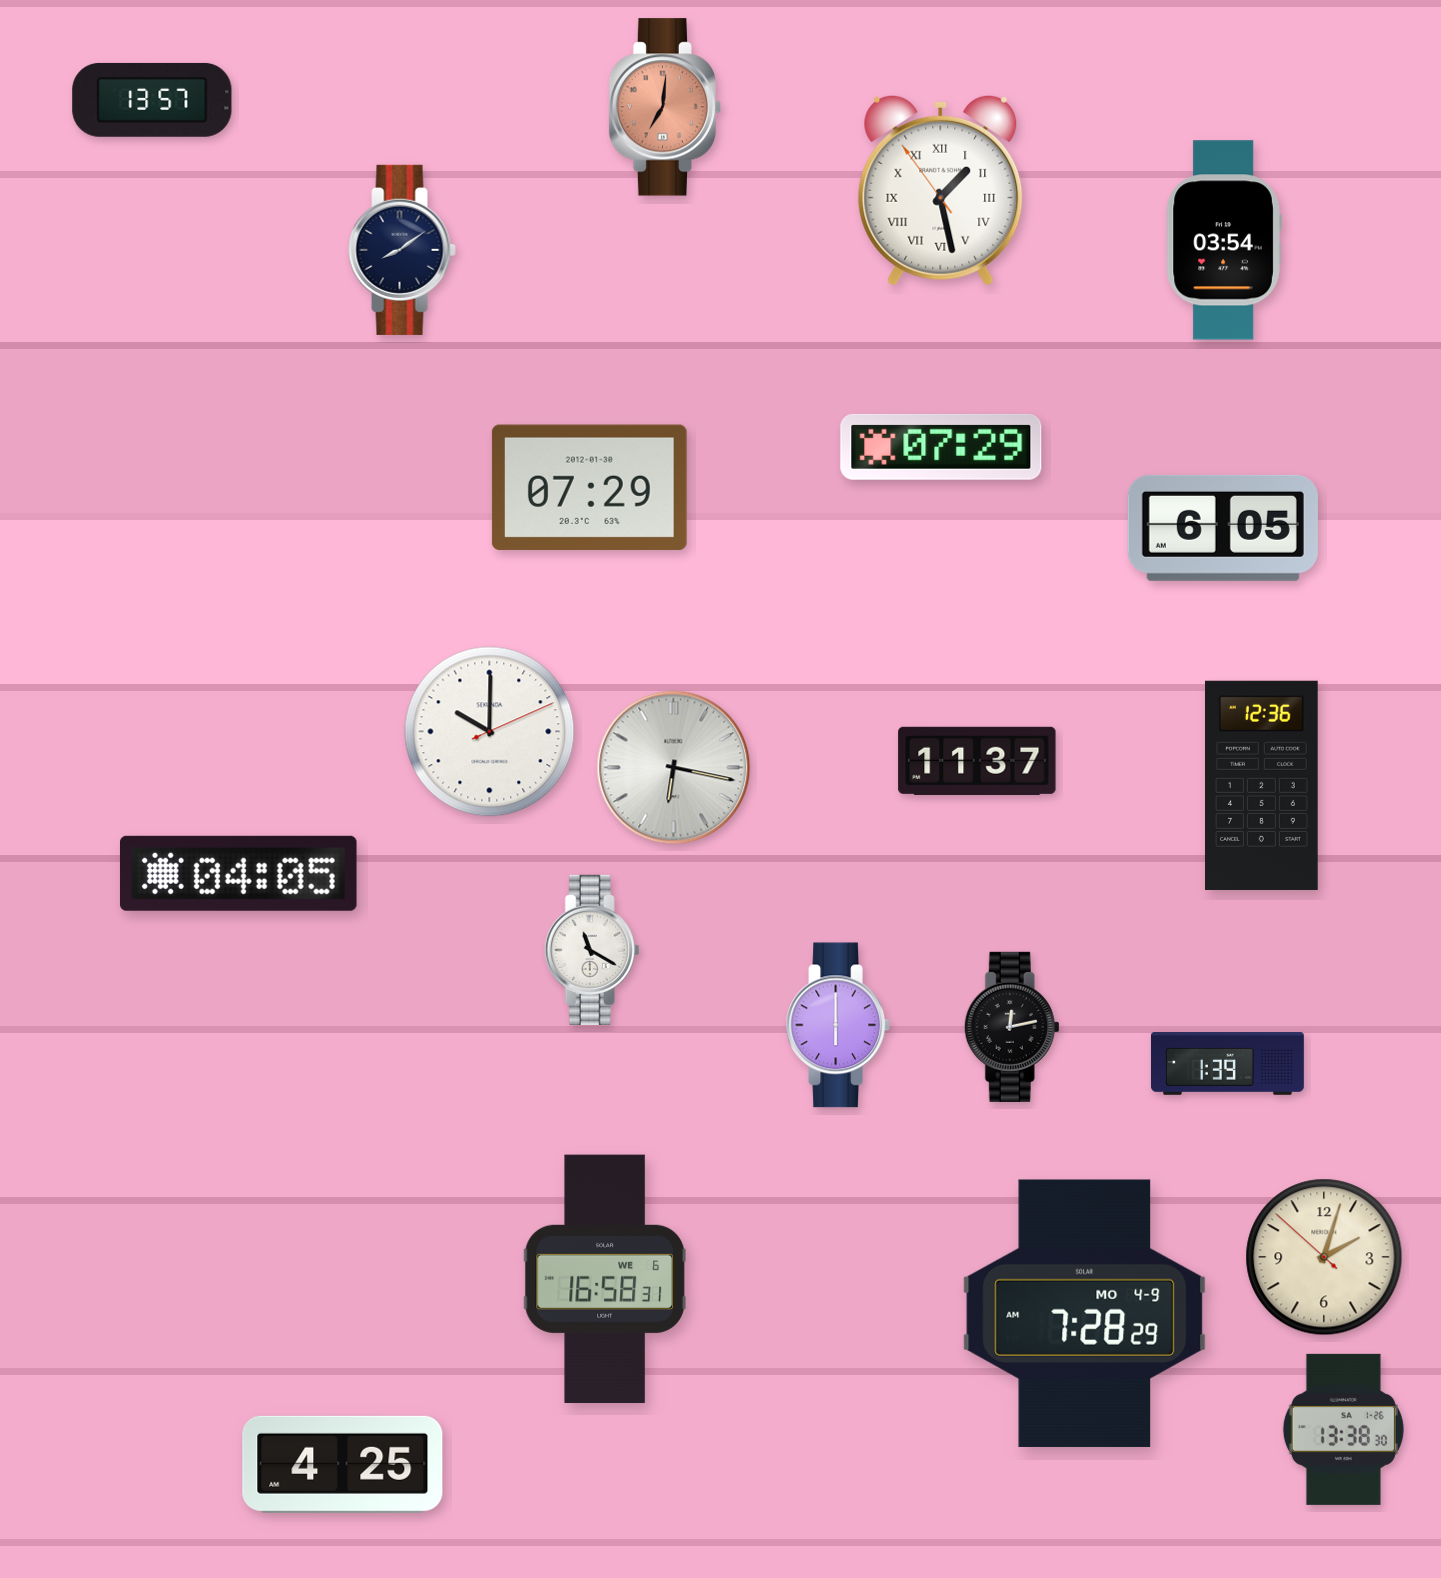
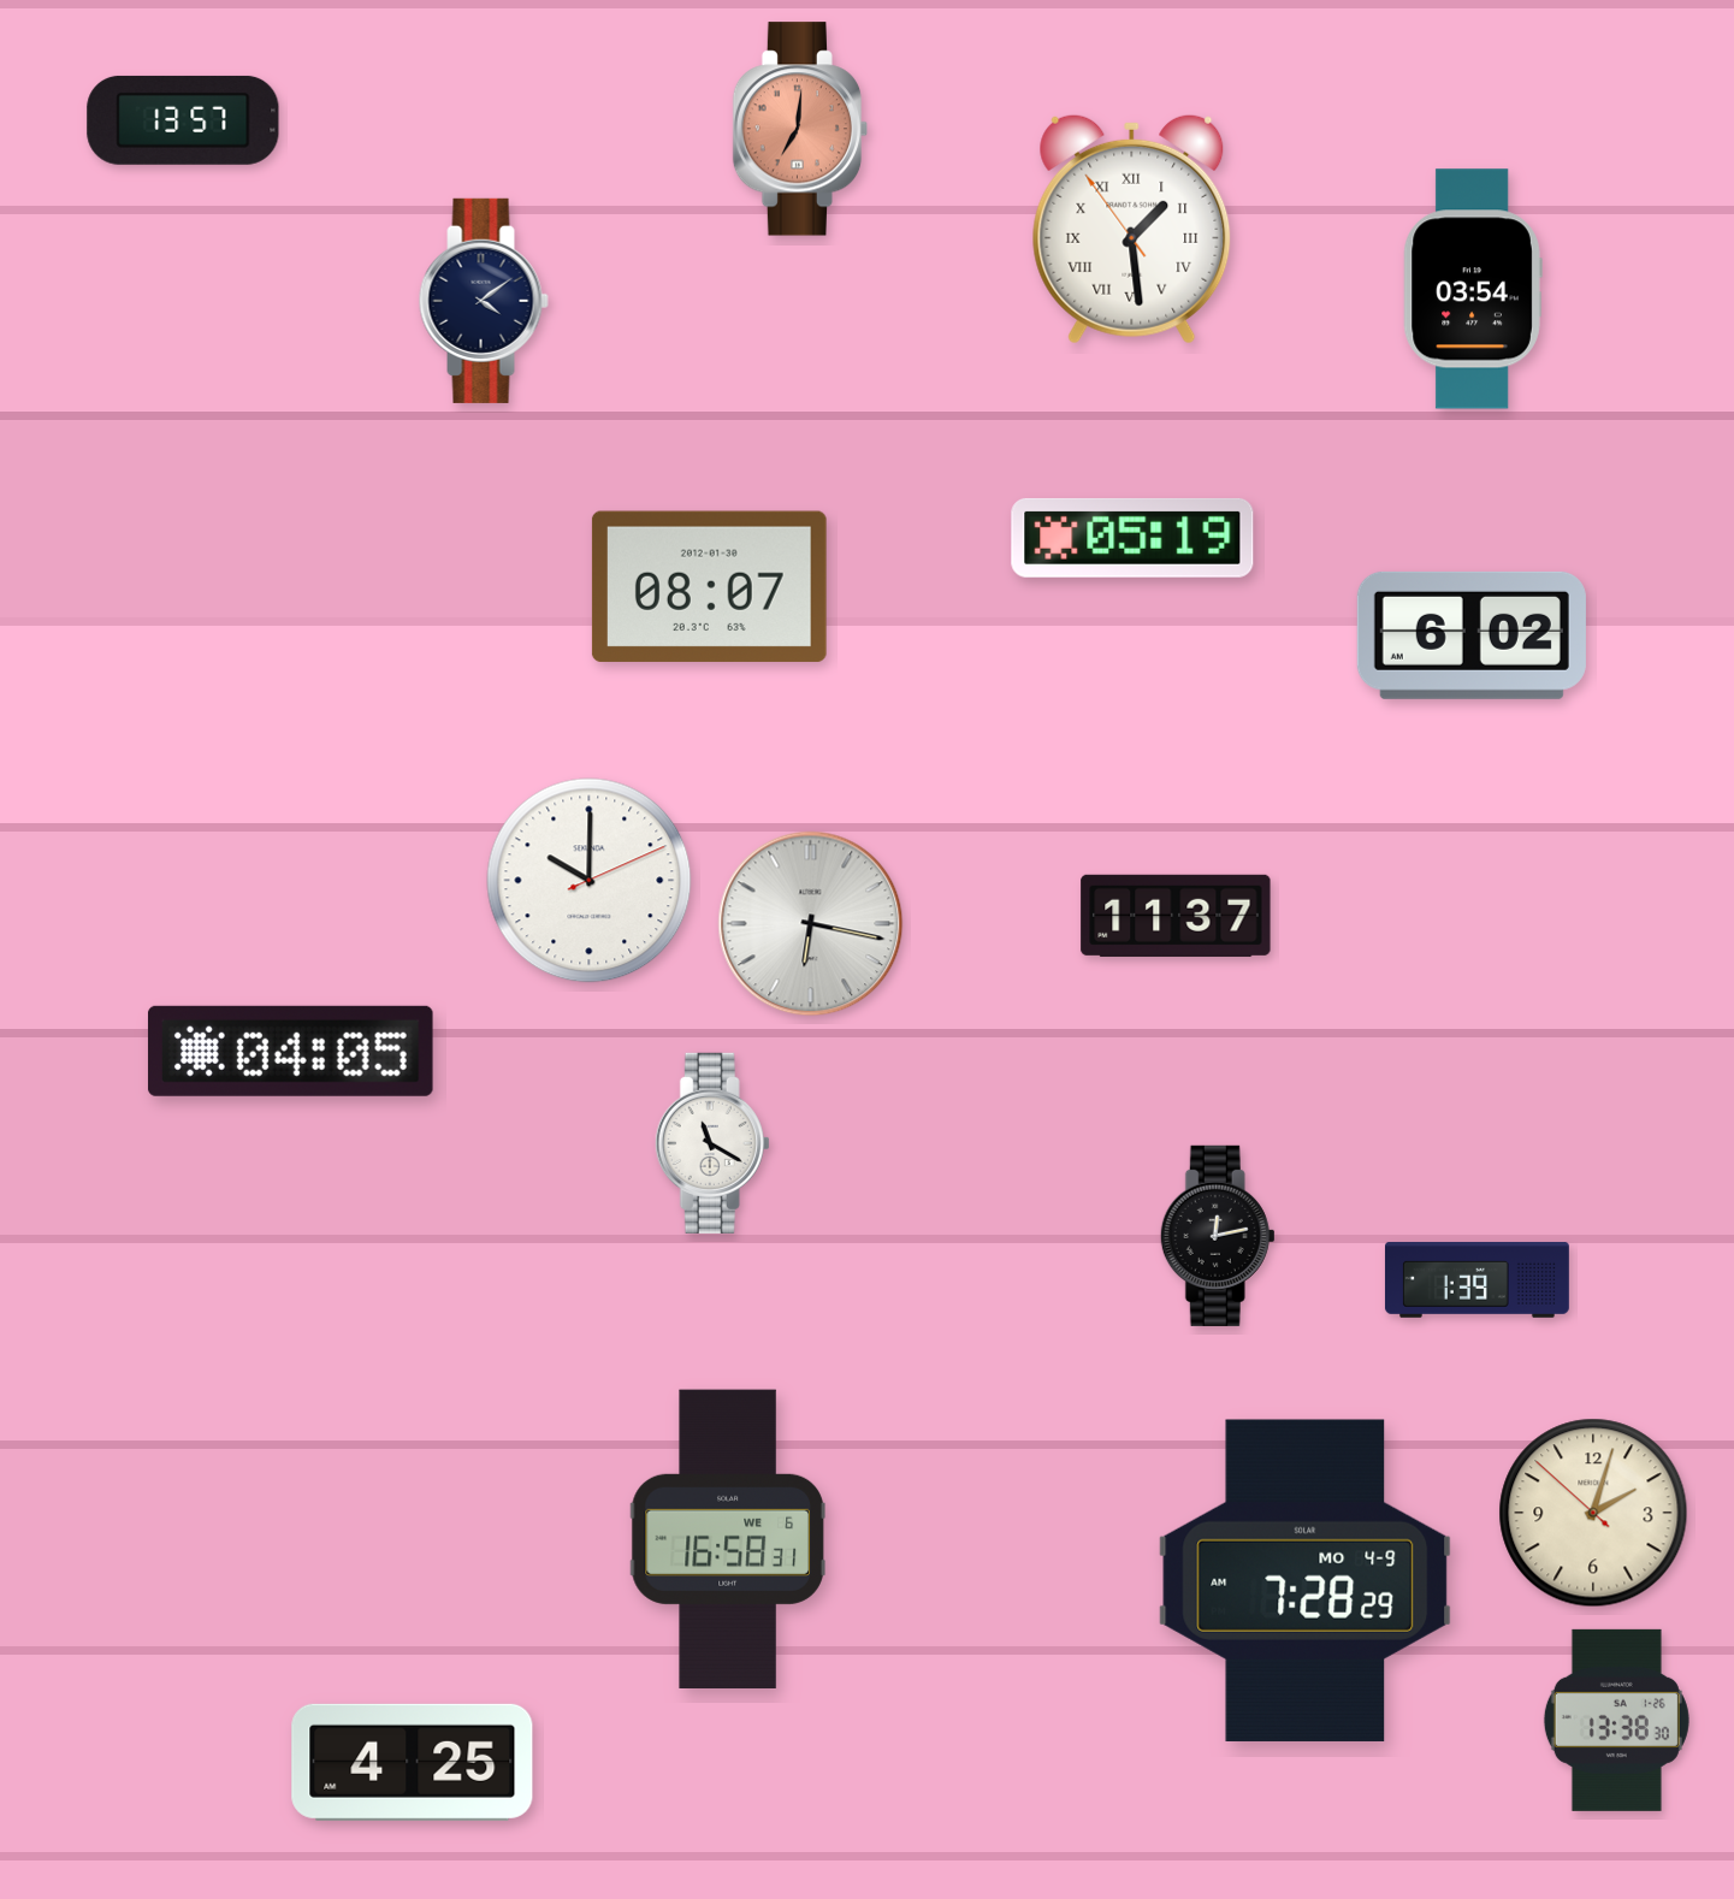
clock at (941, 190): 1:27 -> 1:28
clock at (402, 250): 8:09 -> 4:09
clock at (941, 447): 07:29 -> 05:19
clock at (589, 487): 07:29 -> 08:07
clock at (1223, 528): 6:05 -> 6:02
clock at (1262, 785): 12:36 -> none
clock at (239, 873) position: (239, 873) -> (291, 1051)
clock at (838, 1025): 6:00 -> none
